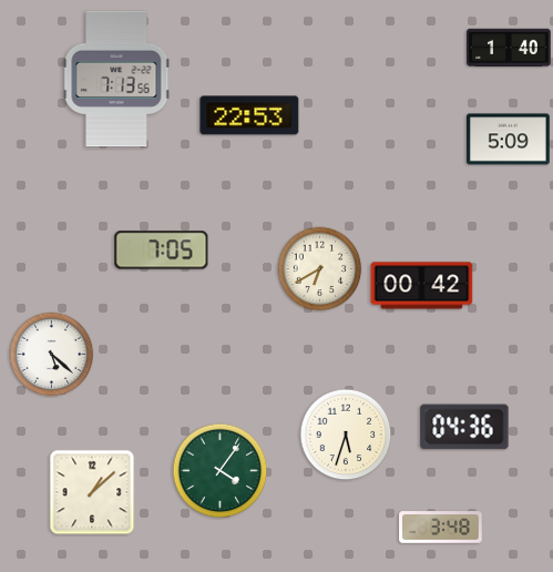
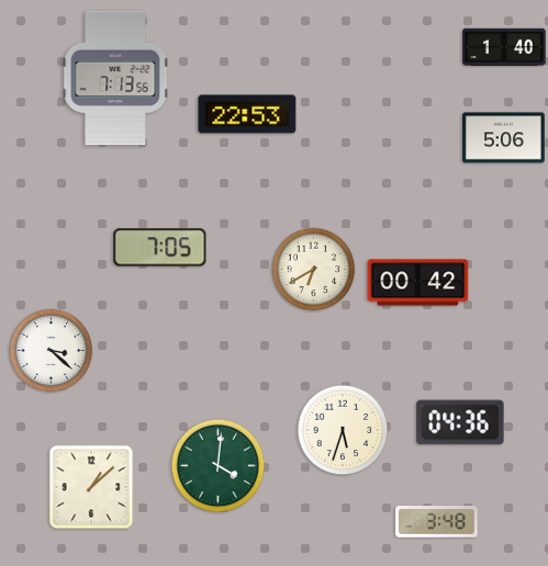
clock at (509, 140): 5:09 -> 5:06
clock at (320, 269) position: (320, 269) -> (314, 270)
clock at (52, 355): 5:22 -> 3:22
clock at (221, 471): 4:06 -> 4:01
